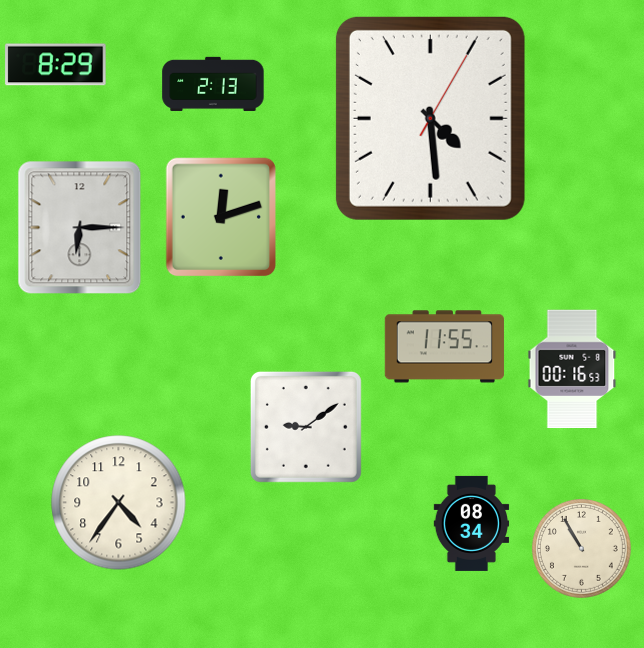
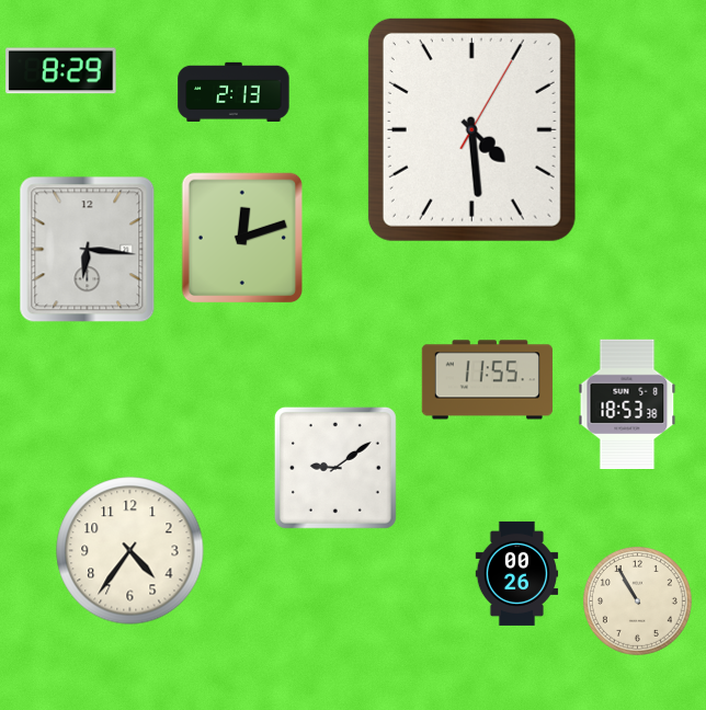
clock at (80, 228): 6:15 -> 6:16
clock at (572, 368): 00:16 -> 18:53
clock at (472, 523): 08:34 -> 00:26
